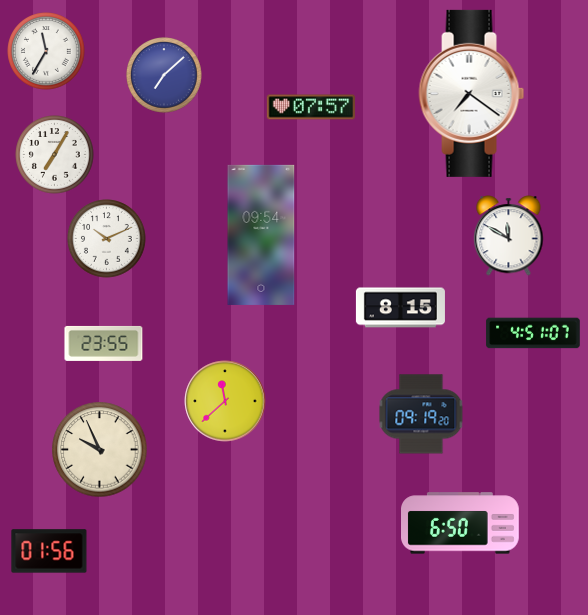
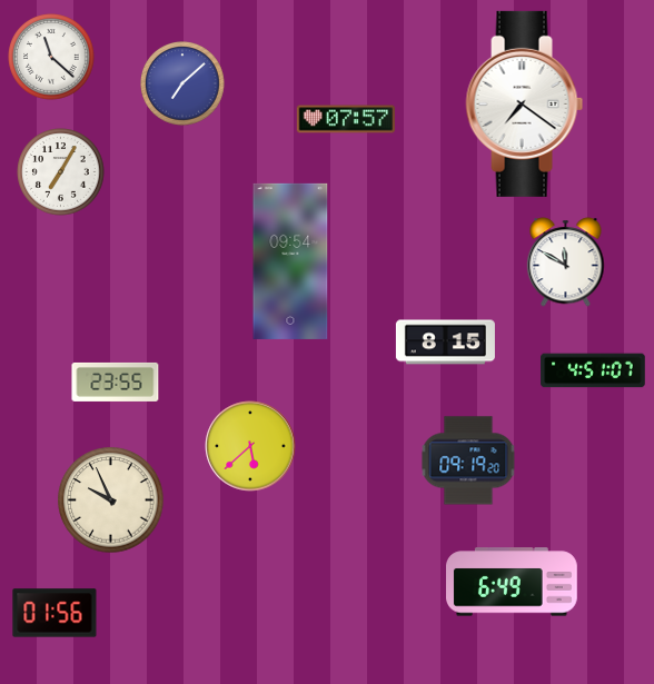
clock at (46, 51): 11:35 -> 11:22
clock at (107, 239): 10:11 -> none
clock at (225, 401): 11:38 -> 5:38
clock at (461, 523): 6:50 -> 6:49
